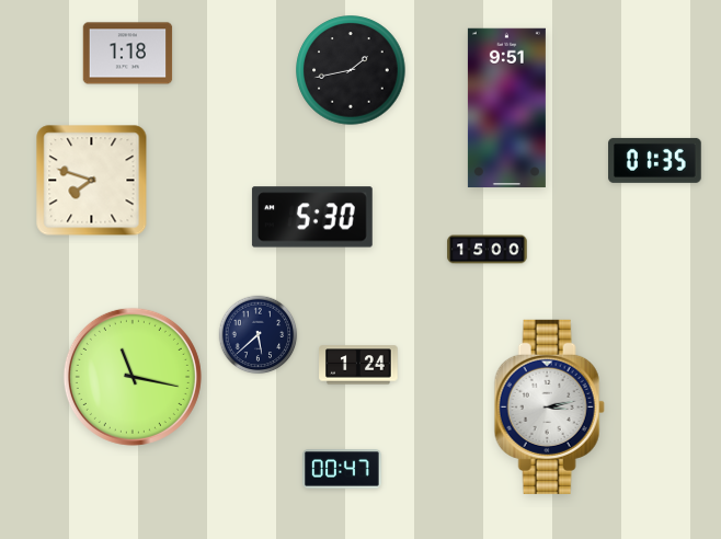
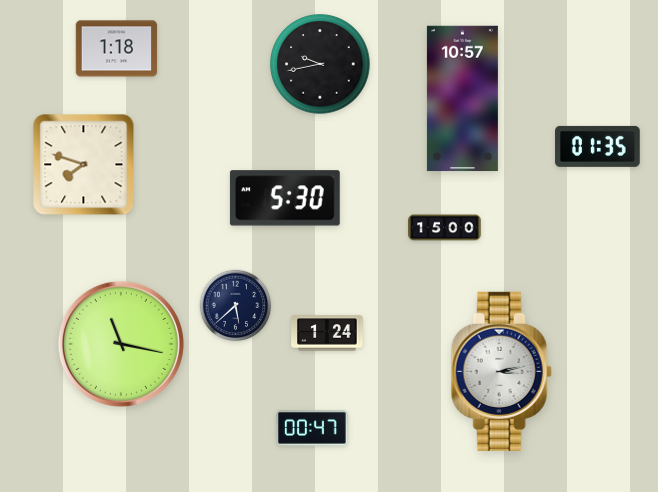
clock at (351, 70): 1:43 -> 9:43
clock at (506, 108): 9:51 -> 10:57
